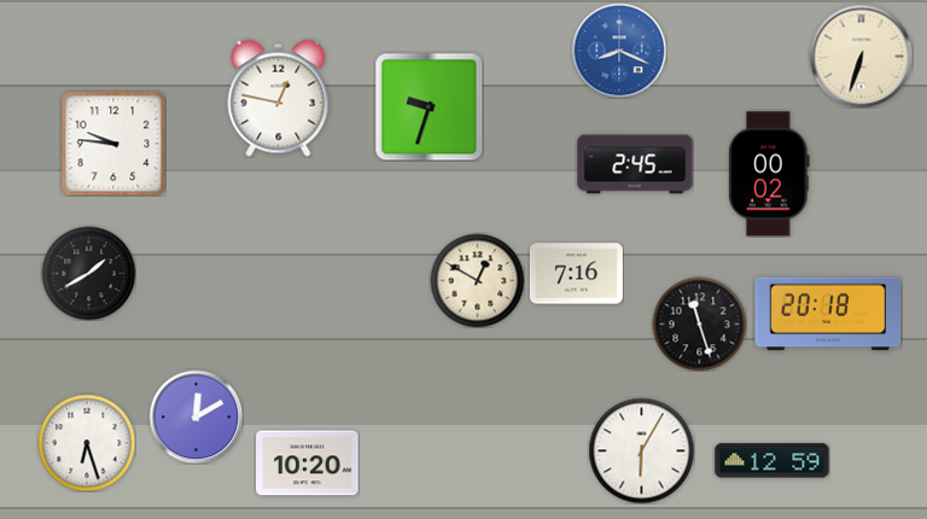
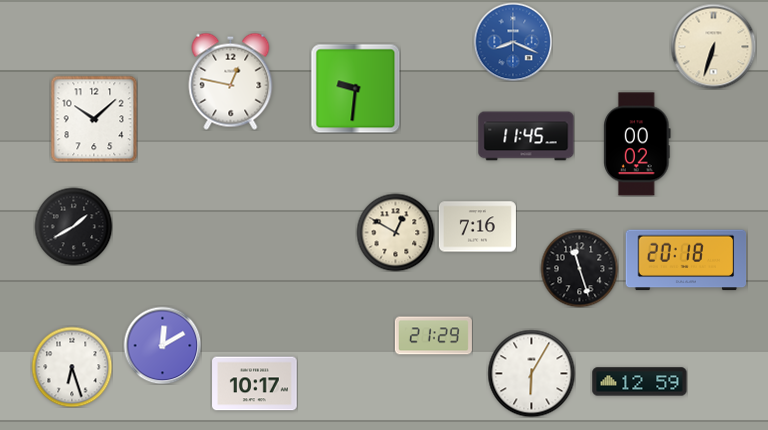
clock at (428, 106): 9:33 -> 9:31
clock at (113, 144): 9:46 -> 10:08
clock at (635, 164): 2:45 -> 11:45
clock at (433, 336): none -> 21:29
clock at (308, 463): 10:20 -> 10:17
